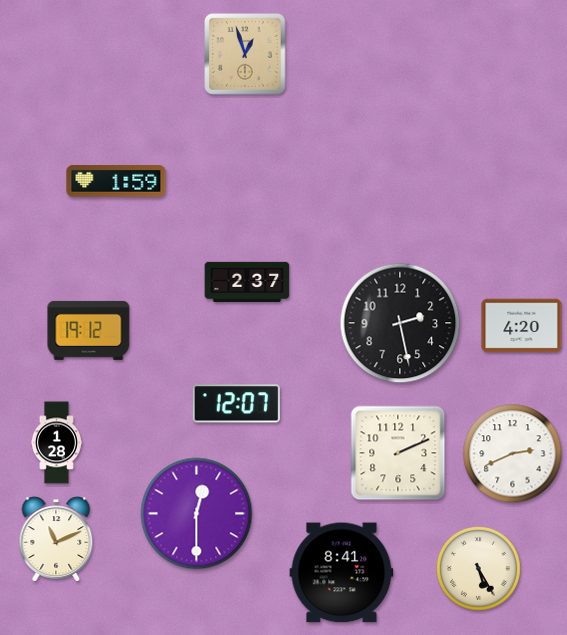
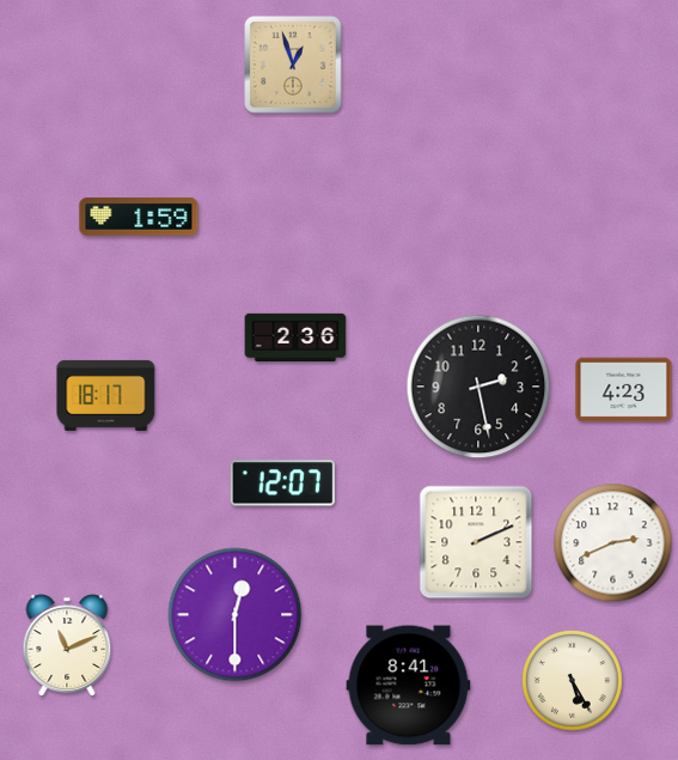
clock at (247, 282): 2:37 -> 2:36
clock at (522, 326): 4:20 -> 4:23
clock at (89, 330): 19:12 -> 18:17
clock at (56, 443): 1:28 -> none
